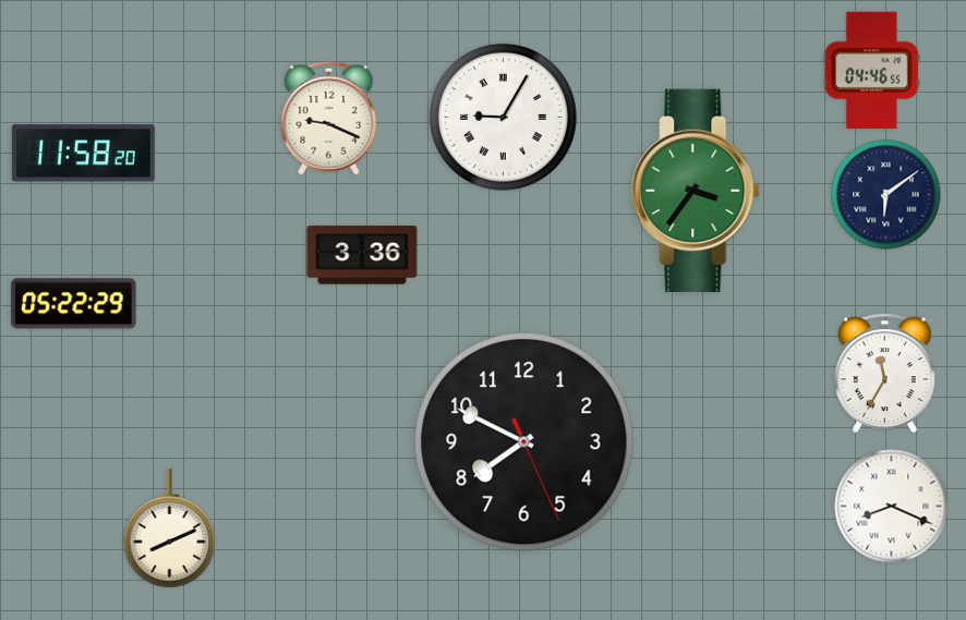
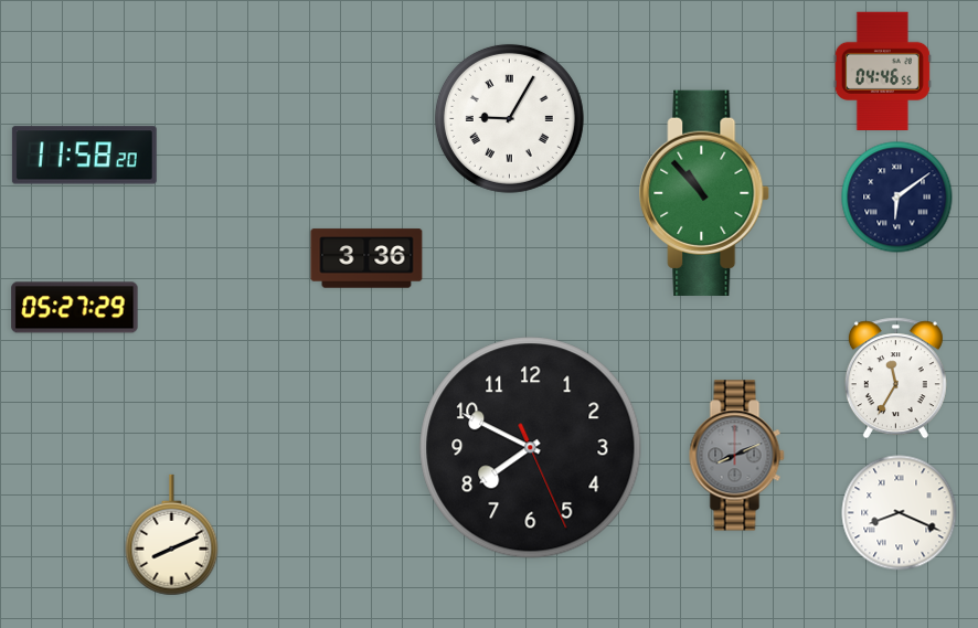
clock at (329, 118): 9:19 -> none
clock at (697, 191): 3:36 -> 10:53
clock at (74, 304): 05:22 -> 05:27
clock at (737, 456): none -> 8:11
clock at (892, 507) position: (892, 507) -> (900, 513)
